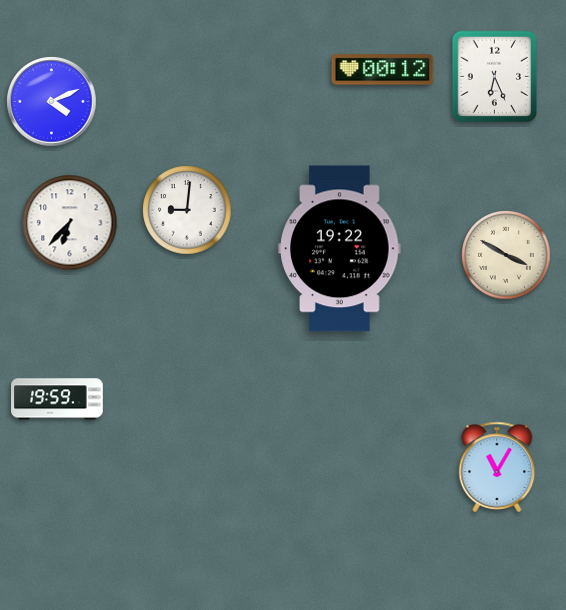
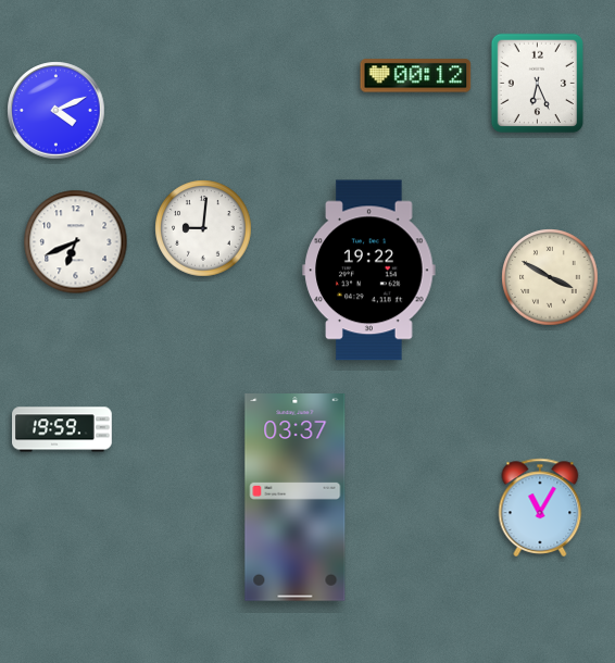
clock at (70, 223): 6:37 -> 6:41
clock at (57, 399) position: (57, 399) -> (62, 429)
clock at (296, 498): none -> 03:37
